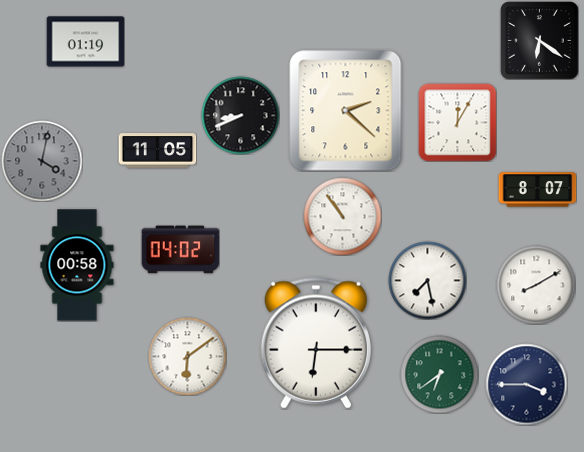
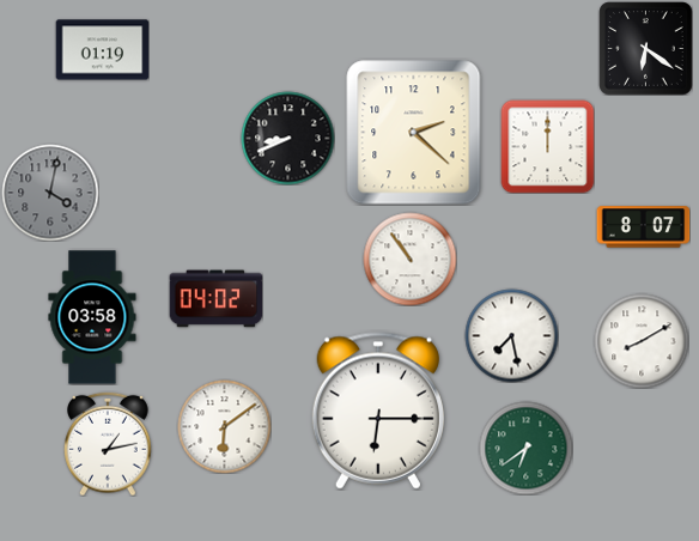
clock at (457, 122): 12:05 -> 12:00
clock at (157, 151): 11:05 -> none
clock at (77, 265): 00:58 -> 03:58
clock at (109, 444): none -> 1:13
clock at (526, 384): 3:45 -> none
